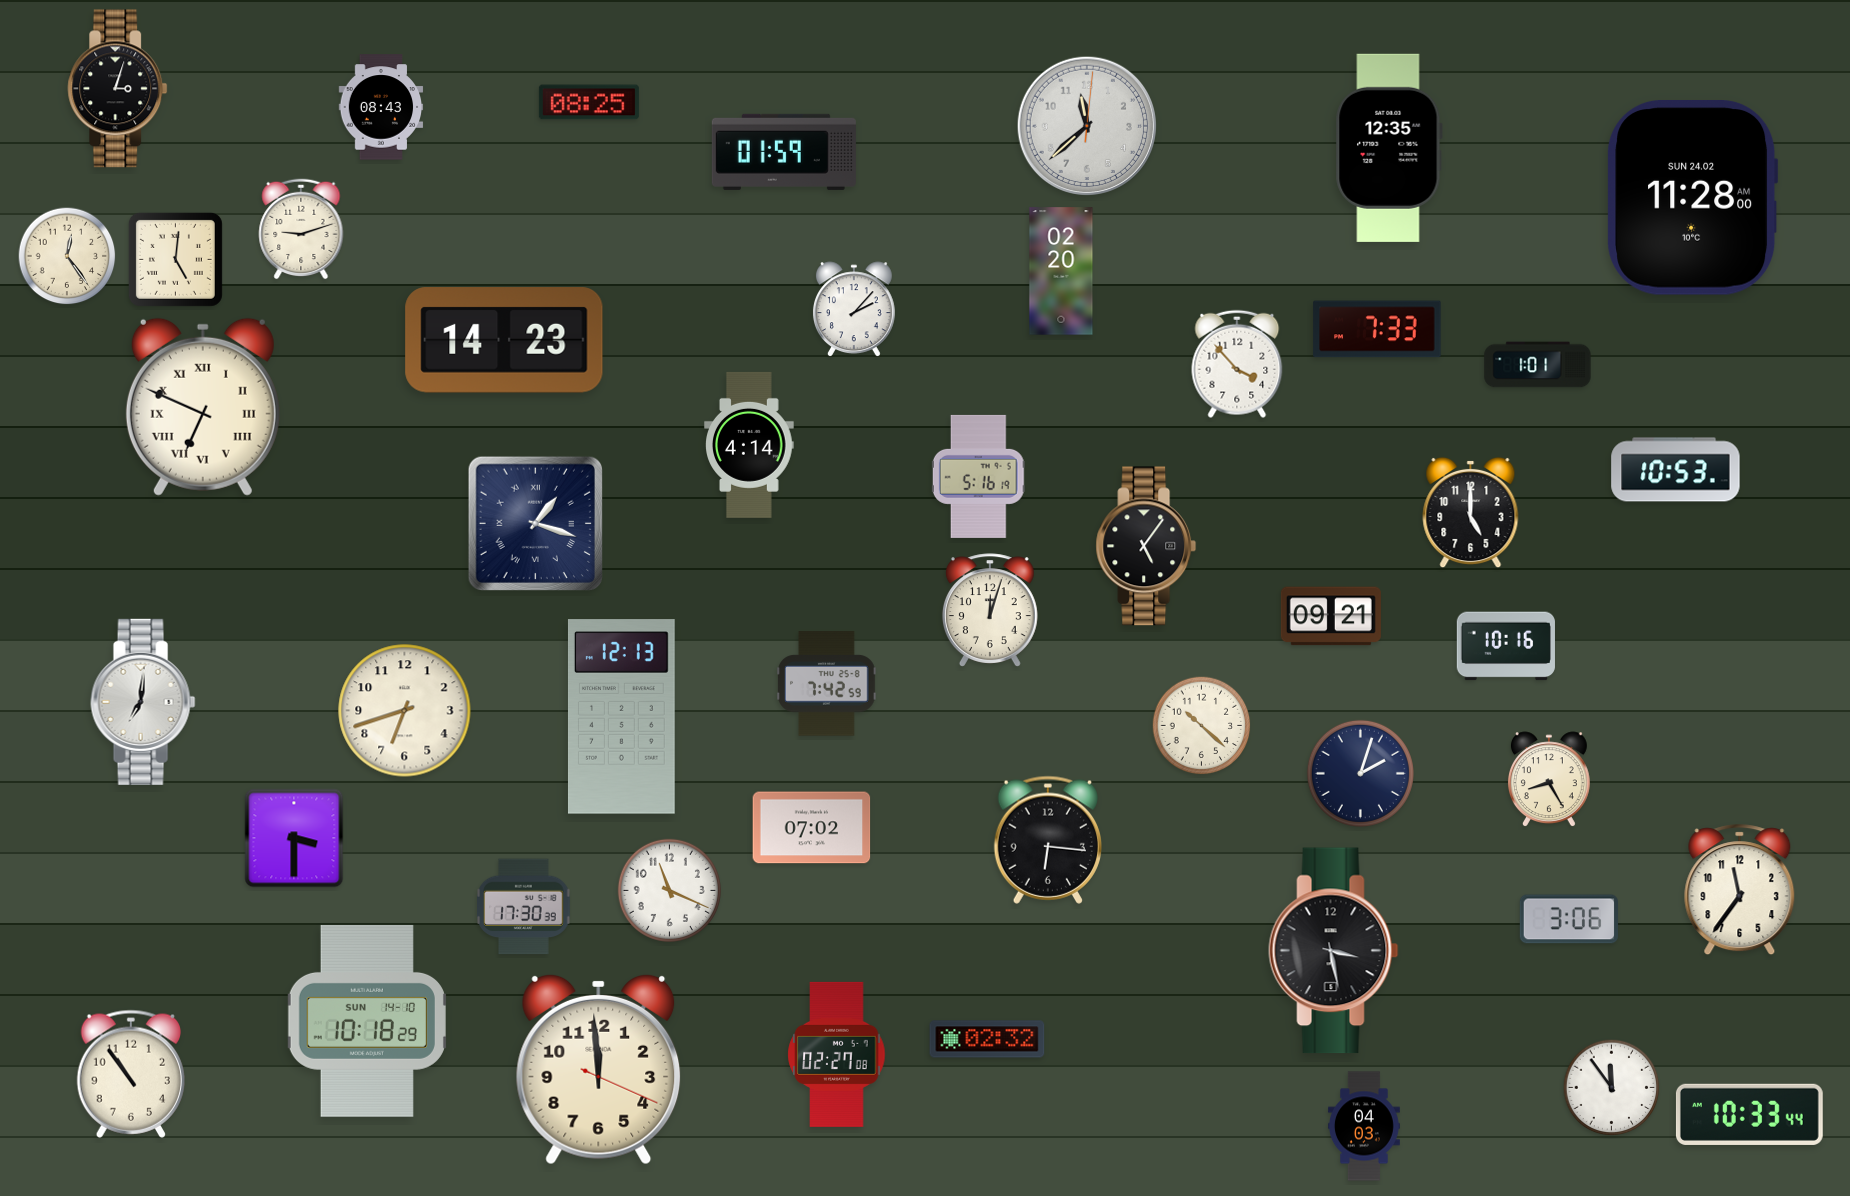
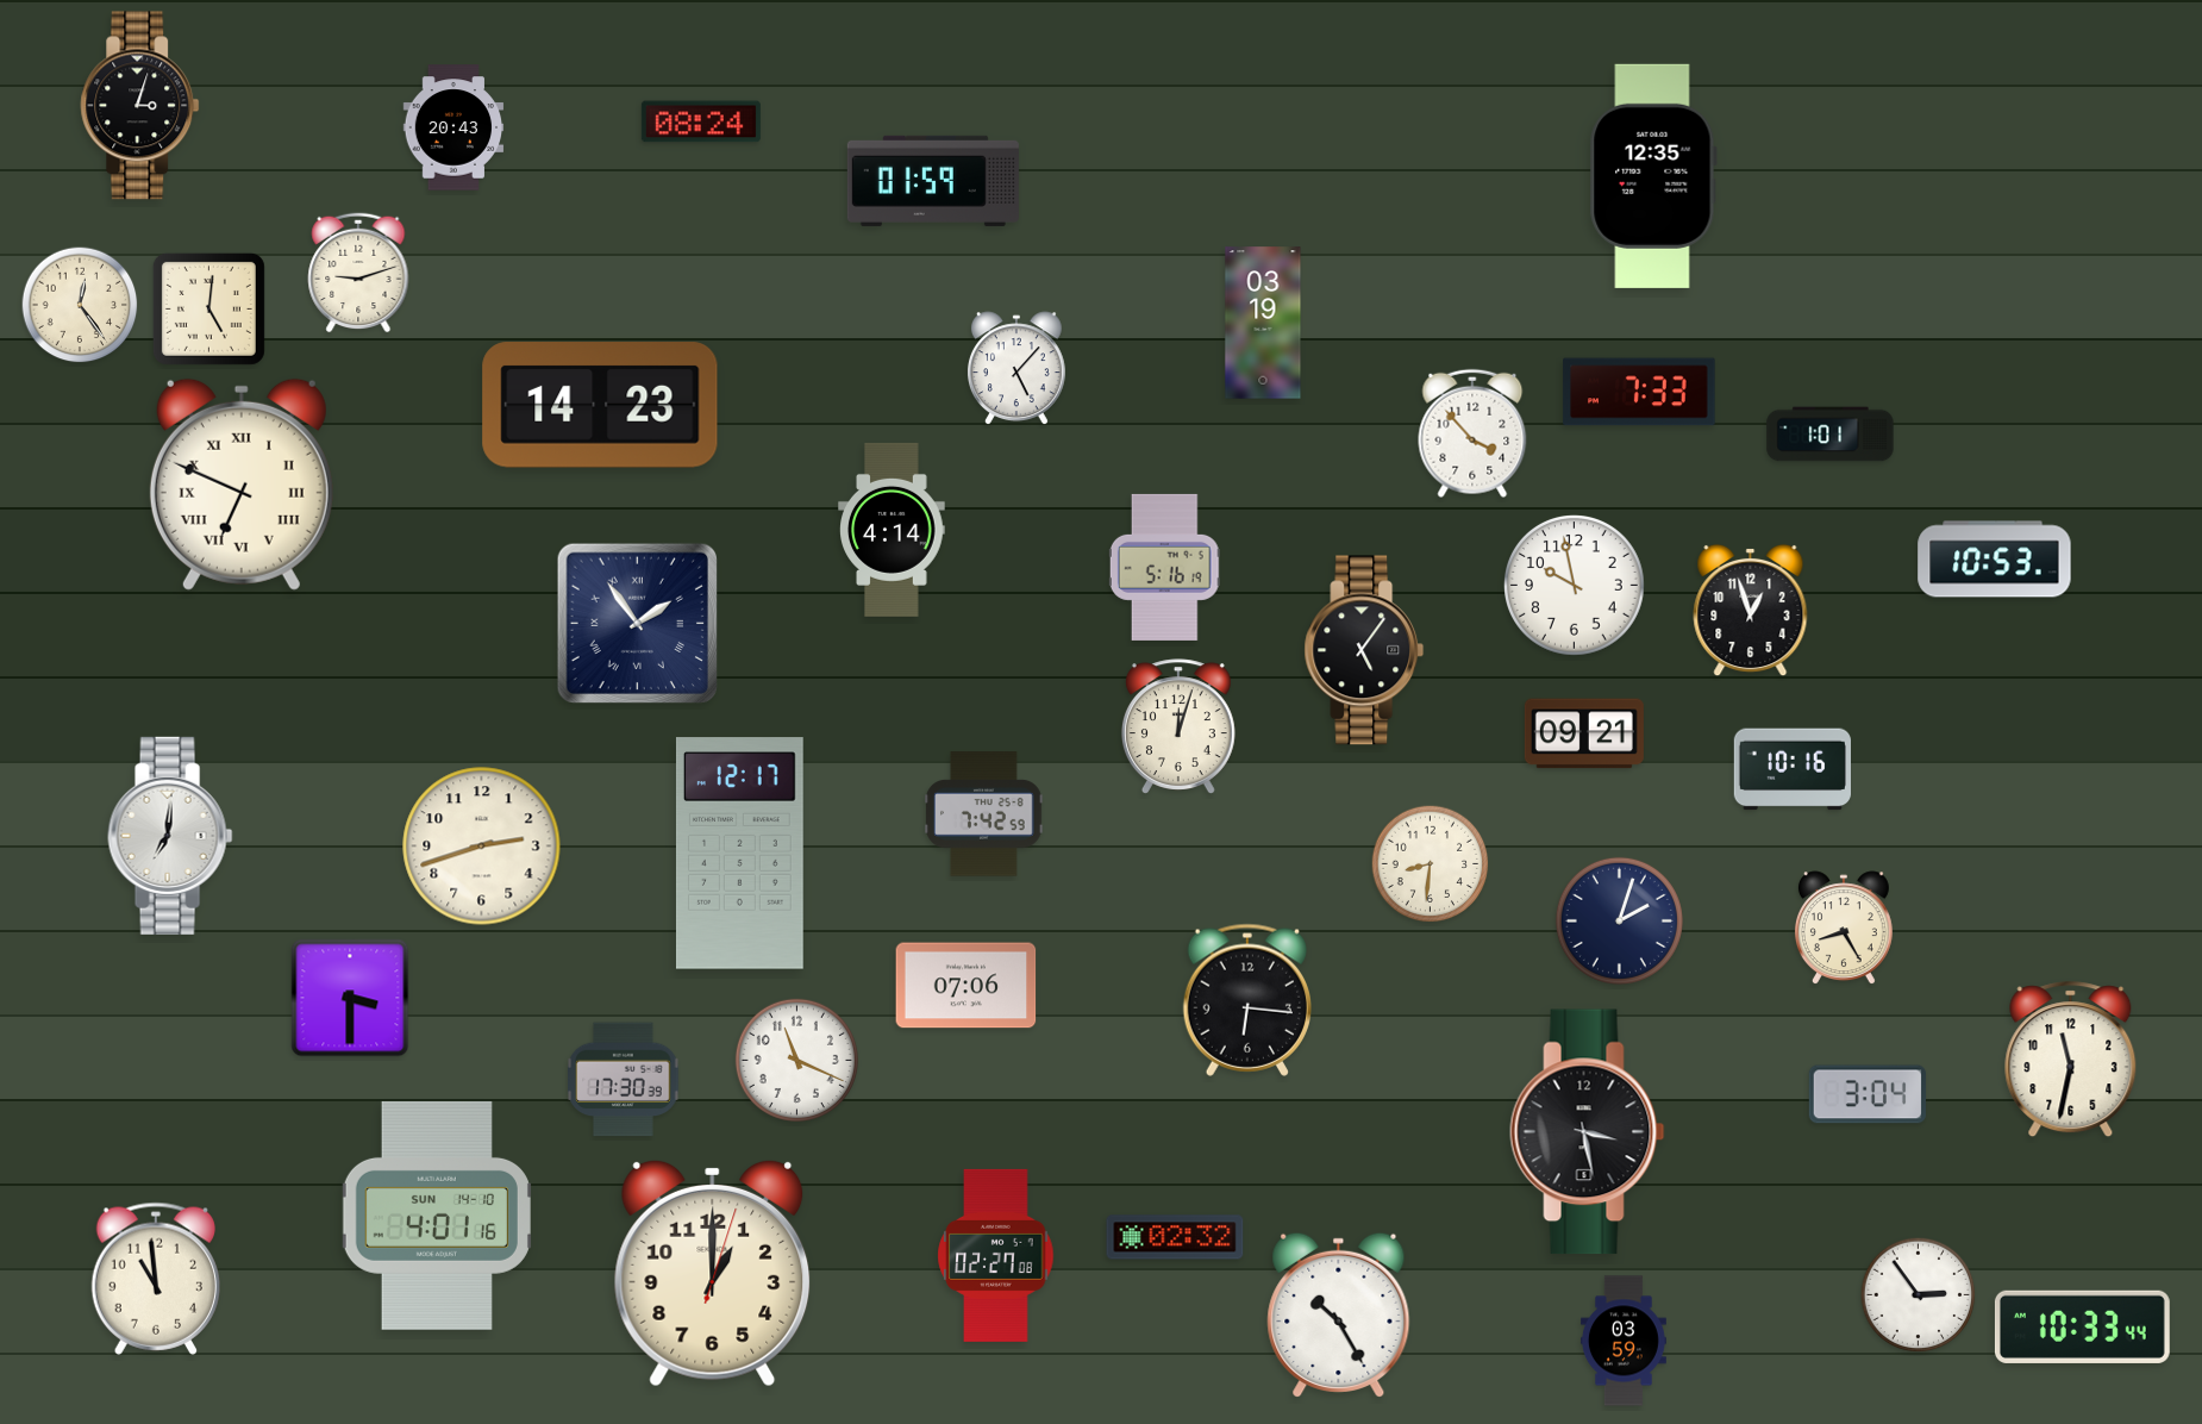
clock at (589, 102): 08:25 -> 08:24
clock at (381, 107): 08:43 -> 20:43
clock at (1086, 125): 11:38 -> none
clock at (1693, 198): 11:28 -> none
clock at (1061, 271): 02:20 -> 03:19
clock at (854, 310): 2:07 -> 5:07
clock at (1575, 586): none -> 9:58
clock at (1471, 513): 5:00 -> 12:57
clock at (535, 523): 1:18 -> 1:54
clock at (405, 711): 6:42 -> 2:42
clock at (621, 717): 12:13 -> 12:17
clock at (1202, 726): 10:22 -> 8:31
clock at (812, 828): 07:02 -> 07:06
clock at (1740, 890): 11:36 -> 11:32
clock at (1569, 919): 3:06 -> 3:04
clock at (367, 1021): 10:18 -> 4:01
clock at (599, 1069): 11:59 -> 1:00
clock at (130, 1074): 10:54 -> 10:59
clock at (1612, 1088): 11:54 -> 2:54
clock at (1339, 1314): none -> 10:25
clock at (1364, 1126): 04:03 -> 03:59
